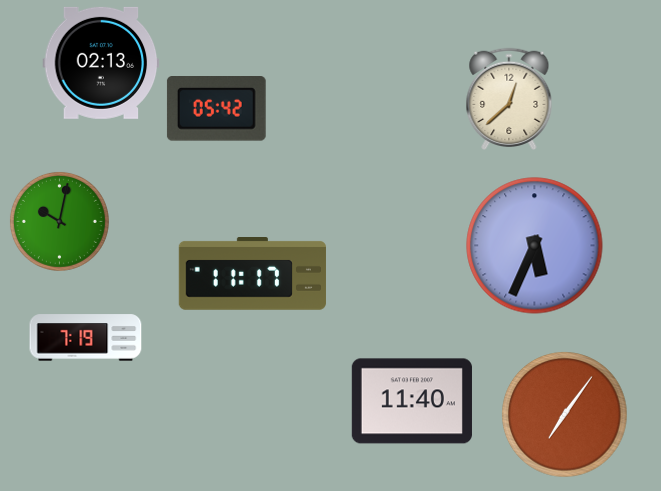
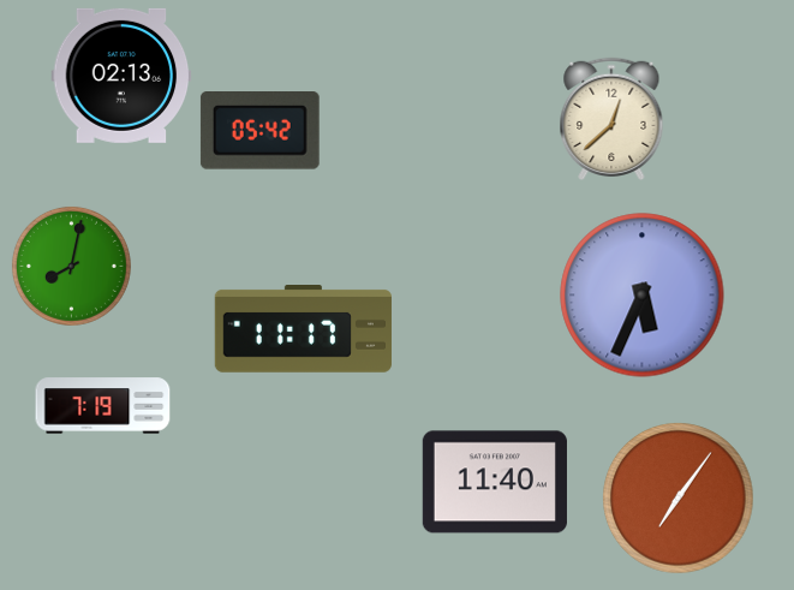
clock at (59, 221): 10:02 -> 8:02
